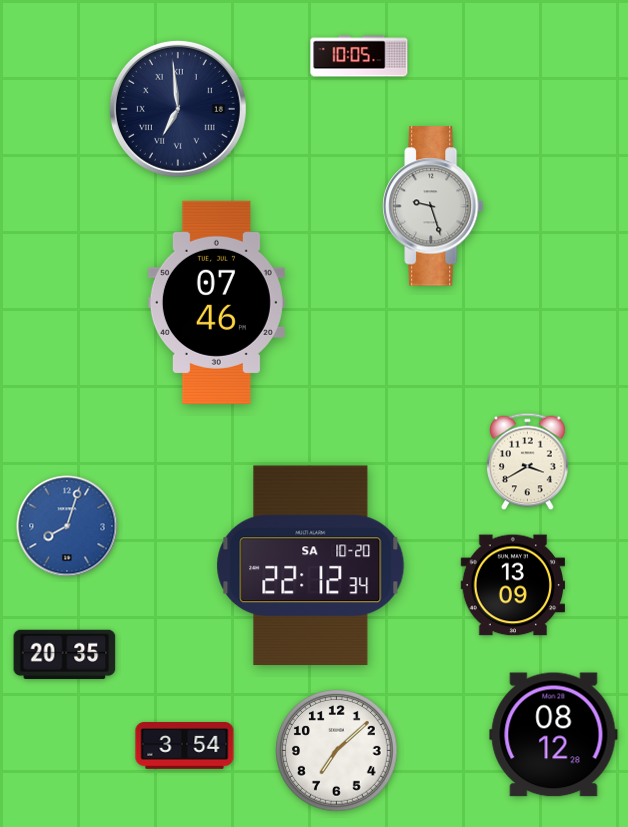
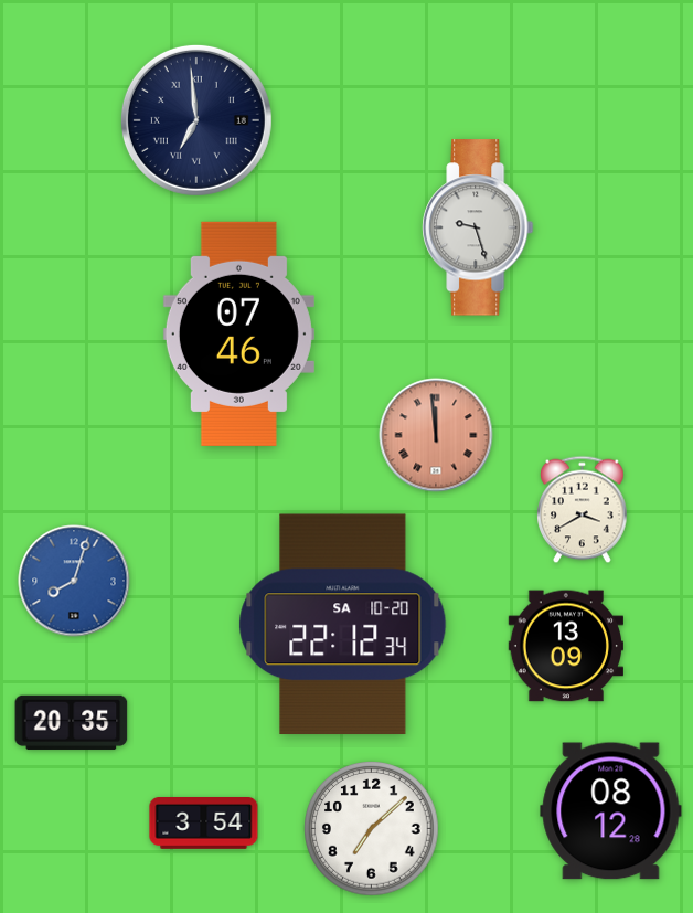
clock at (359, 56): 10:05 -> none
clock at (436, 435): none -> 11:59
